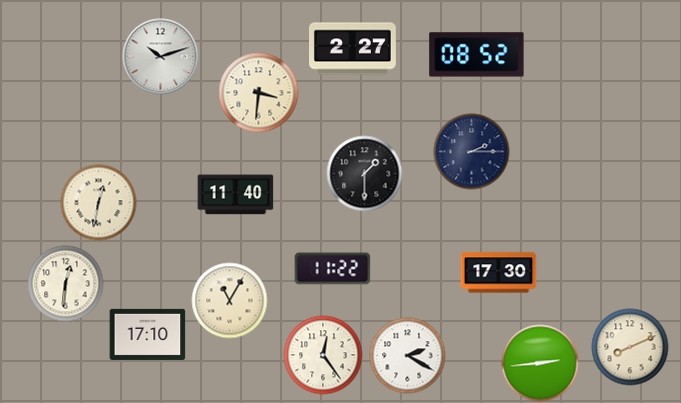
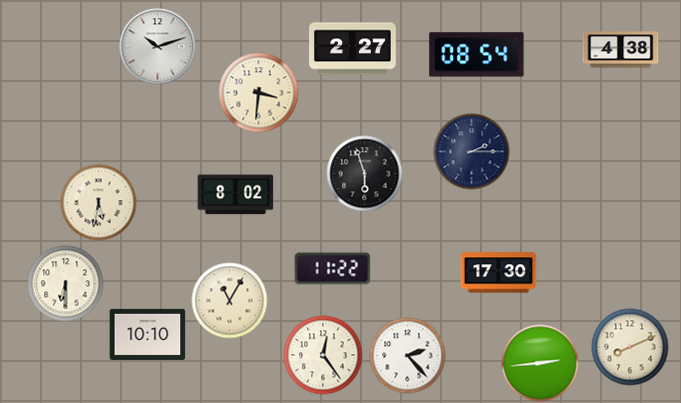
clock at (621, 50): none -> 4:38
clock at (477, 55): 08:52 -> 08:54
clock at (161, 57) position: (161, 57) -> (158, 47)
clock at (365, 174): 1:30 -> 5:57
clock at (236, 195): 11:40 -> 8:02
clock at (99, 203): 12:32 -> 5:32
clock at (66, 284): 12:31 -> 6:30
clock at (148, 334): 17:10 -> 10:10
clock at (408, 356): 2:20 -> 2:23
